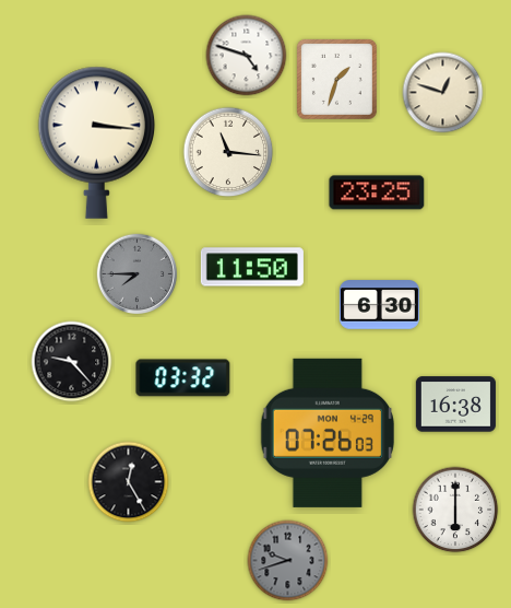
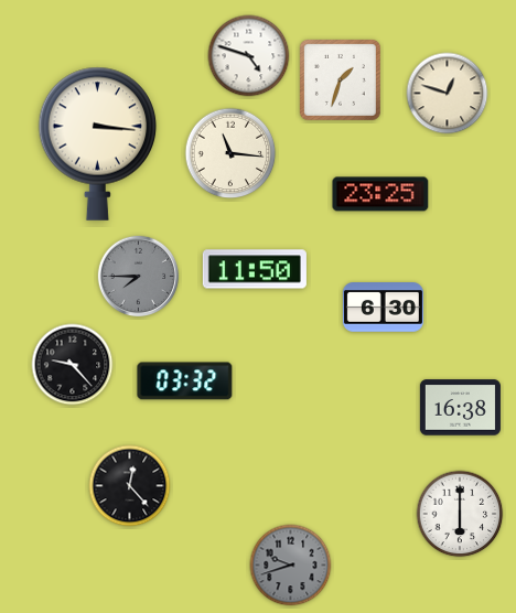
clock at (328, 433): 07:26 -> none
clock at (129, 482): 12:25 -> 12:23
